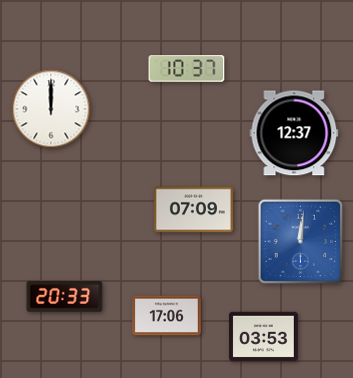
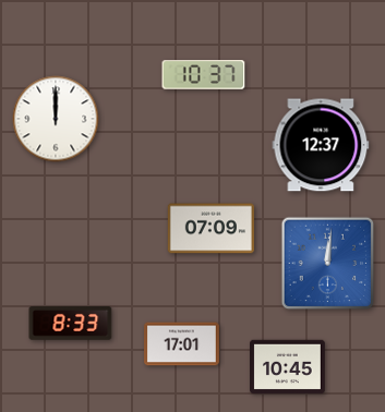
clock at (65, 297): 20:33 -> 8:33
clock at (167, 316): 17:06 -> 17:01
clock at (264, 337): 03:53 -> 10:45
